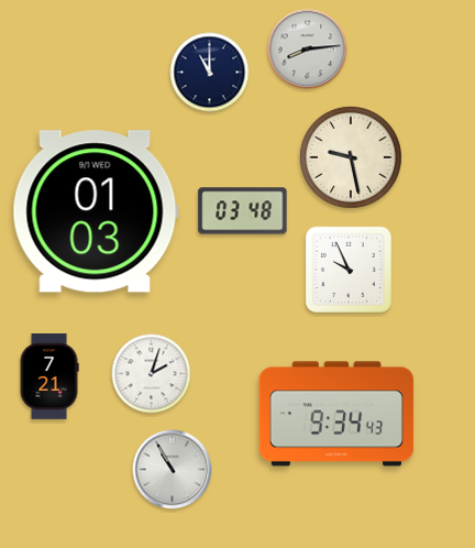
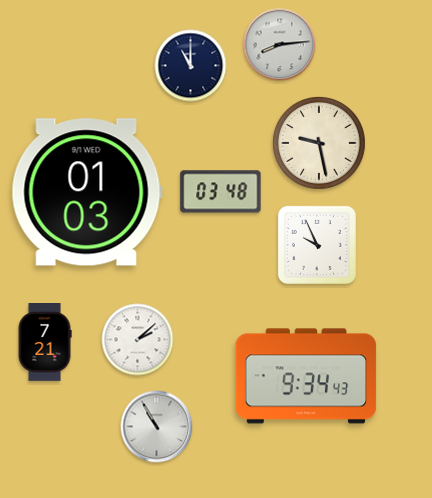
clock at (152, 374): 2:03 -> 2:08
